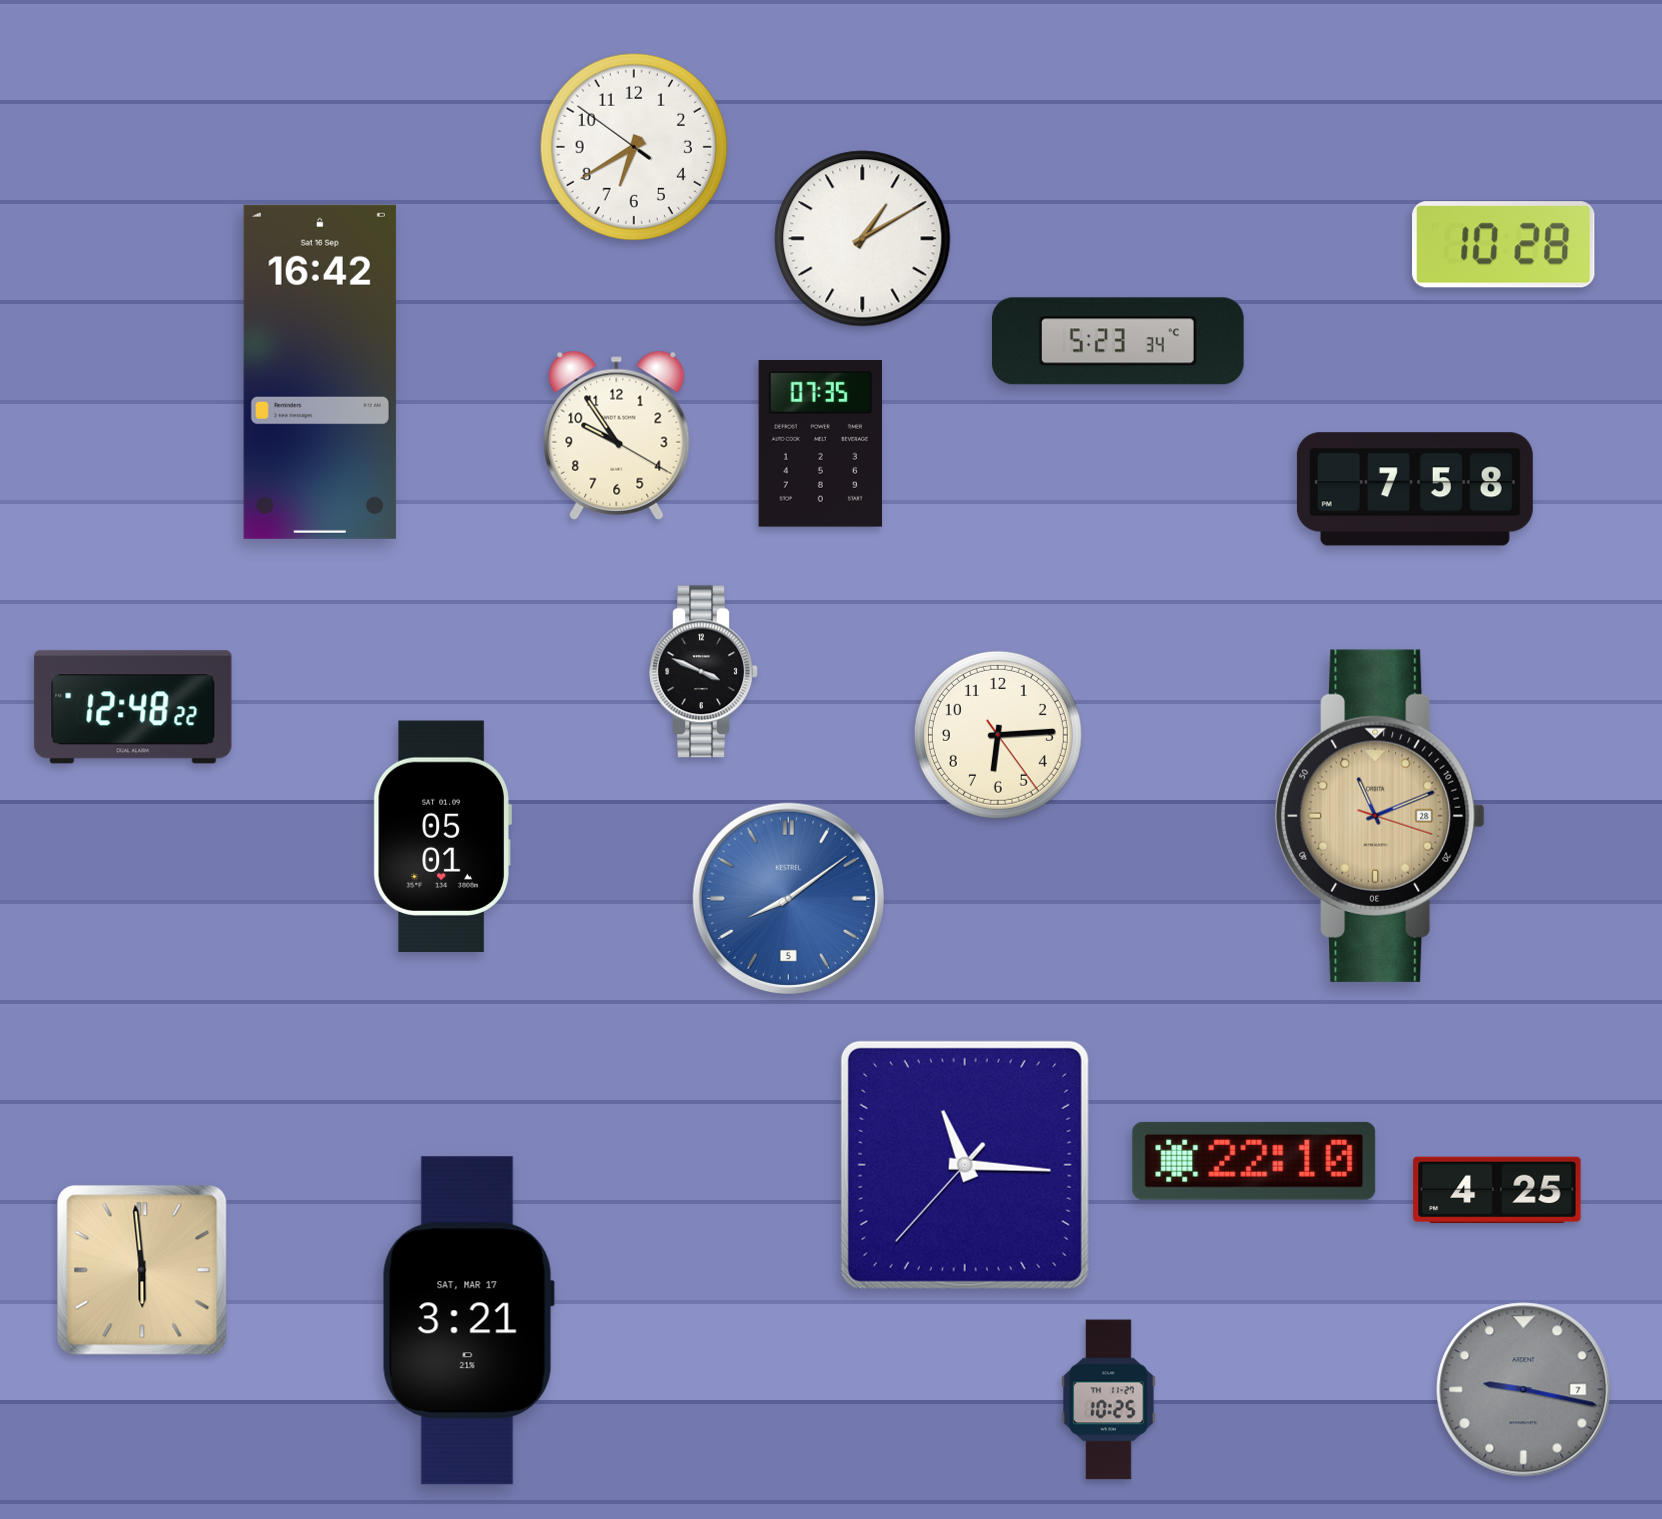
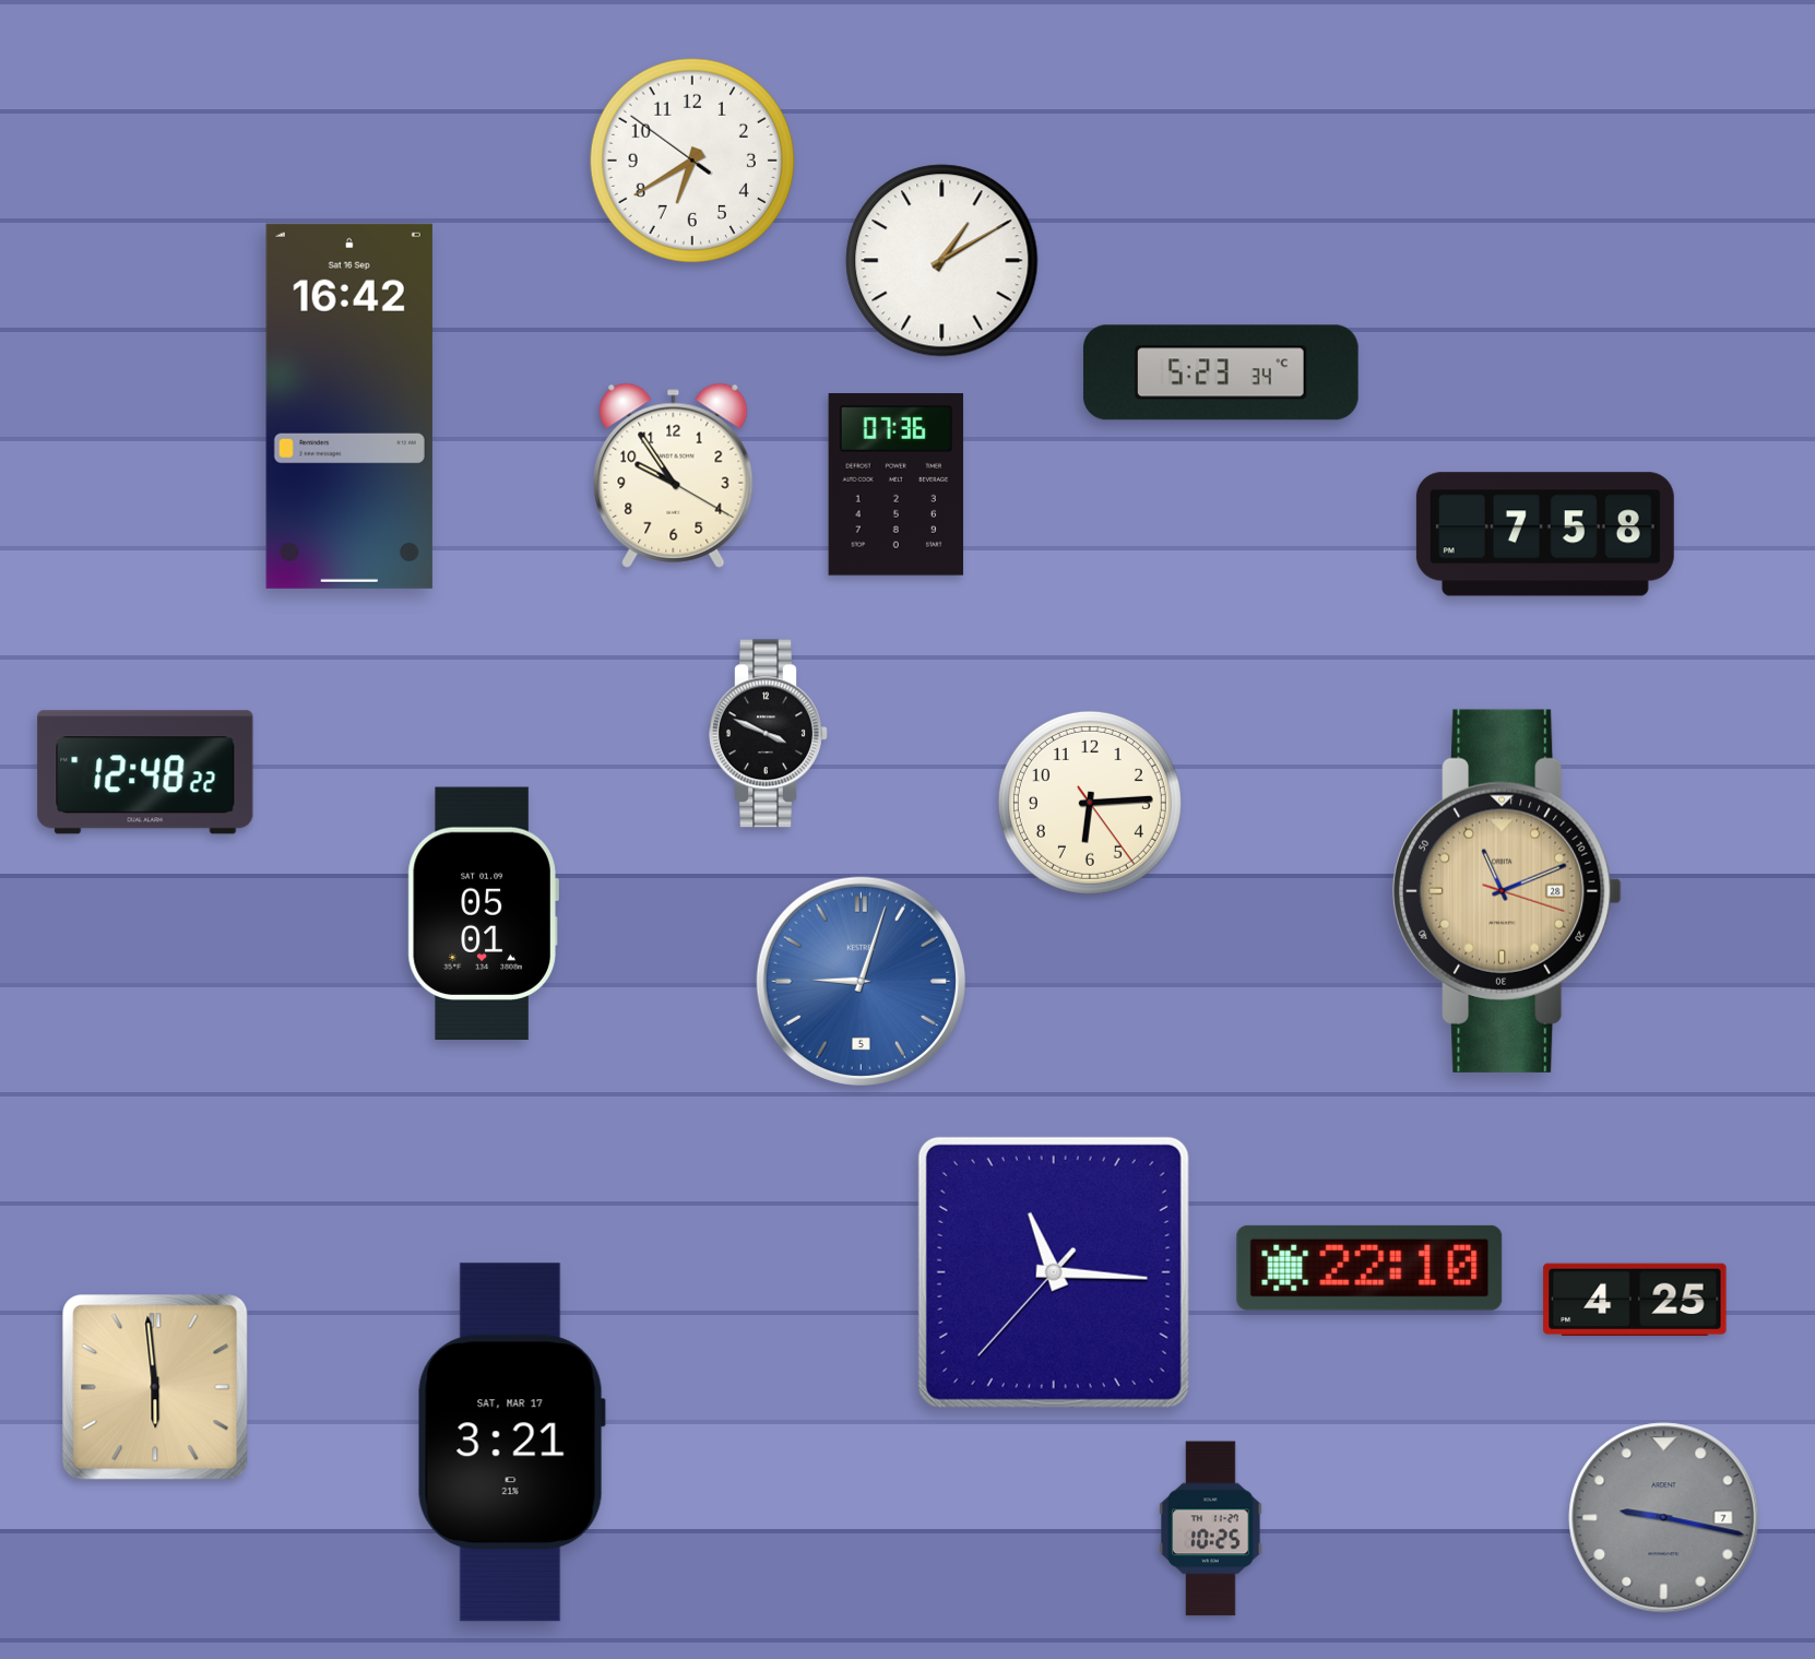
clock at (1504, 245): 10:28 -> none
clock at (820, 444): 07:35 -> 07:36
clock at (788, 898): 8:09 -> 9:03
